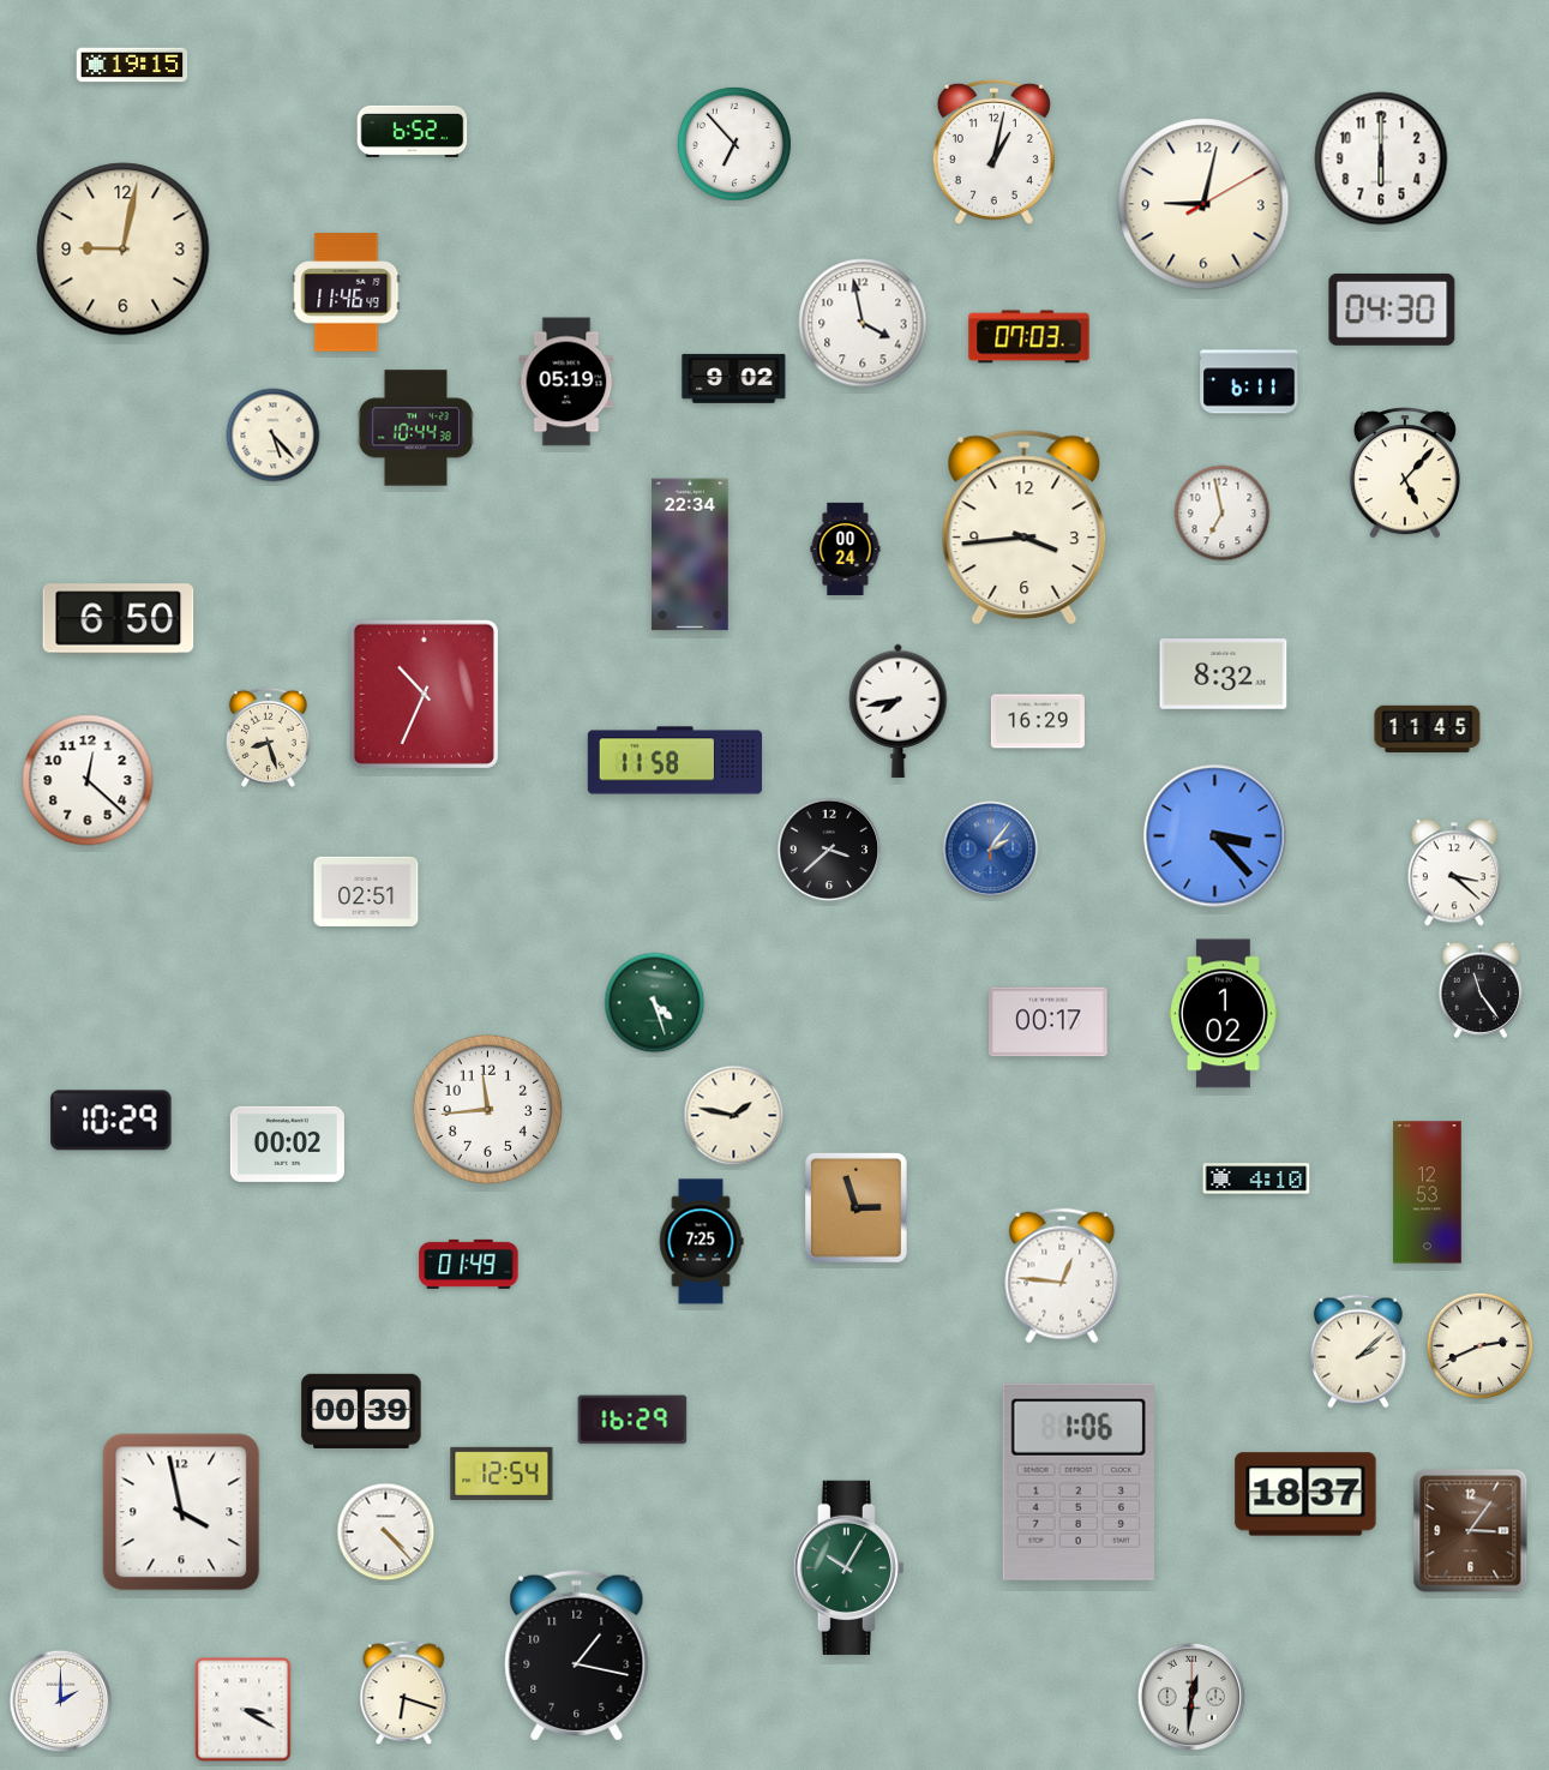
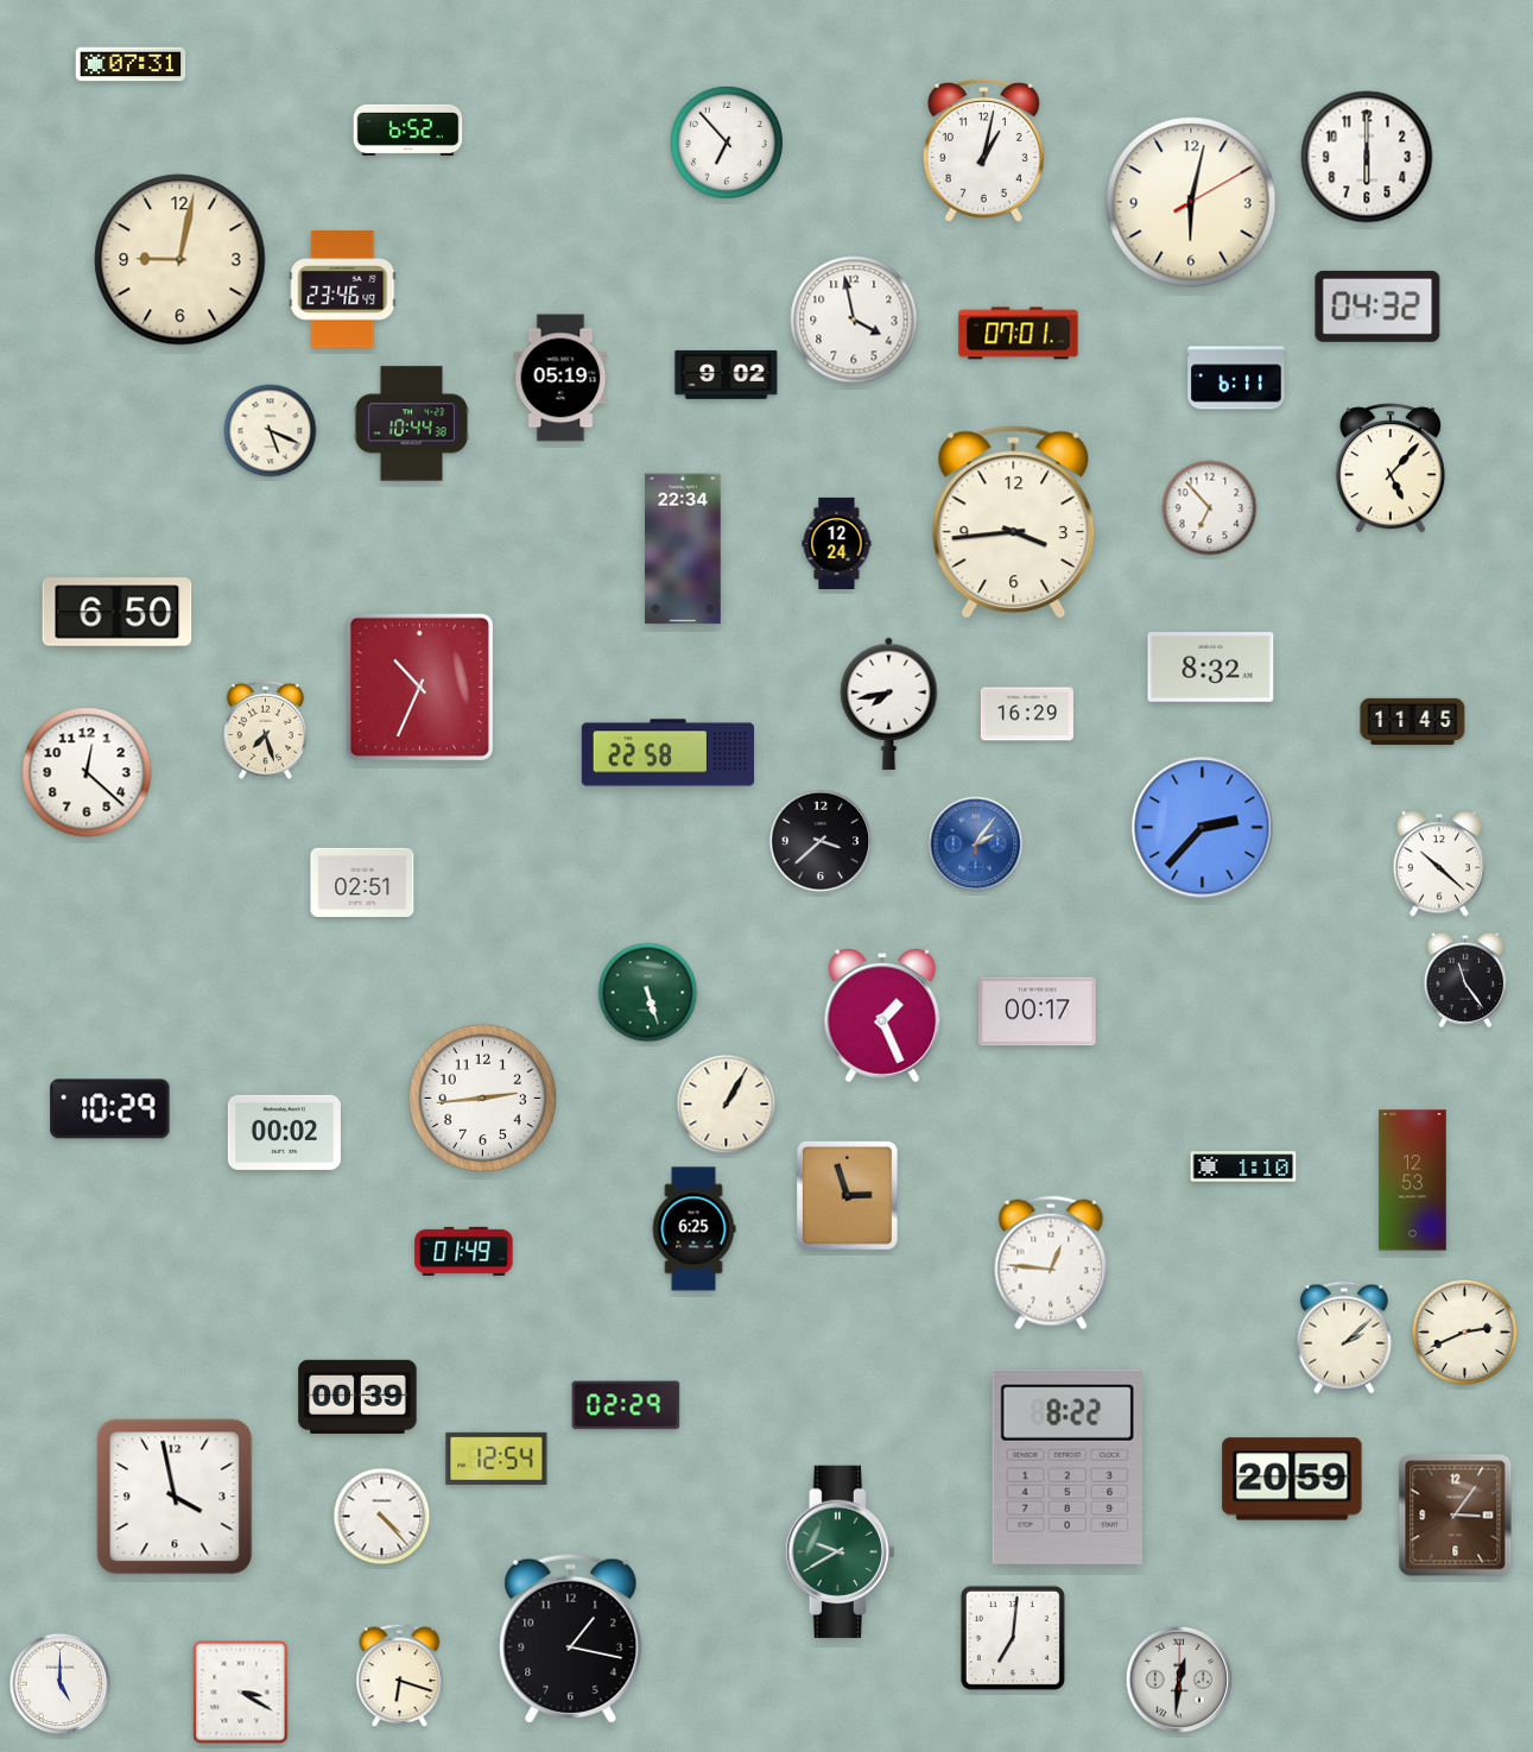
clock at (132, 65): 19:15 -> 07:31
clock at (1203, 204): 9:02 -> 6:02
clock at (124, 250) position: (124, 250) -> (180, 260)
clock at (347, 293): 11:46 -> 23:46
clock at (1392, 310): 04:30 -> 04:32
clock at (1029, 337): 07:03 -> 07:01
clock at (274, 436): 5:23 -> 5:19
clock at (1223, 514): 6:58 -> 6:53
clock at (846, 548): 00:24 -> 12:24
clock at (268, 737): 8:27 -> 7:27
clock at (676, 761): 11:58 -> 22:58
clock at (1215, 836): 3:23 -> 2:37
clock at (991, 850) position: (991, 850) -> (976, 845)
clock at (1454, 872): 3:22 -> 10:22
clock at (655, 1003): 4:27 -> 5:27
clock at (1224, 1014): 1:02 -> none
clock at (882, 1017): none -> 1:26
clock at (488, 1110): 11:44 -> 2:44
clock at (734, 1116): 1:47 -> 1:05
clock at (1256, 1178): 4:10 -> 1:10
clock at (701, 1242): 7:25 -> 6:25
clock at (632, 1420): 16:29 -> 02:29
clock at (1079, 1482): 1:06 -> 8:22
clock at (1305, 1494): 18:37 -> 20:59
clock at (181, 1512) position: (181, 1512) -> (175, 1497)
clock at (848, 1567): 10:05 -> 9:40
clock at (1013, 1638): none -> 7:01
clock at (61, 1702): 2:00 -> 5:00
